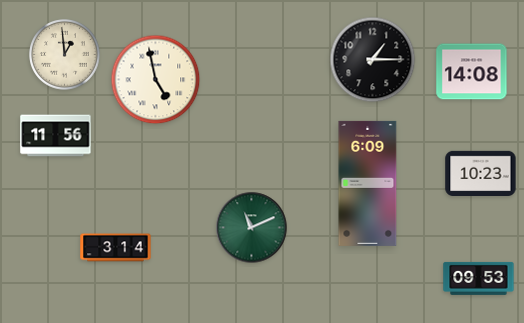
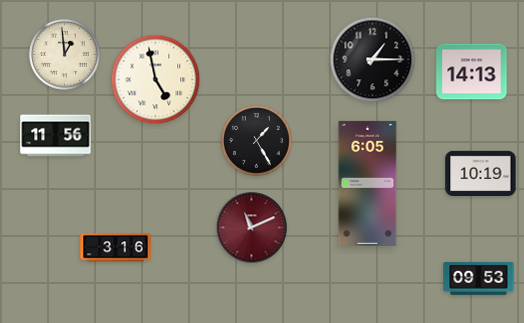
clock at (472, 72): 14:08 -> 14:13
clock at (257, 141): none -> 1:25
clock at (481, 173): 10:23 -> 10:19
clock at (368, 183): 6:09 -> 6:05
clock at (252, 228) dial: green -> burgundy
clock at (116, 248): 3:14 -> 3:16
